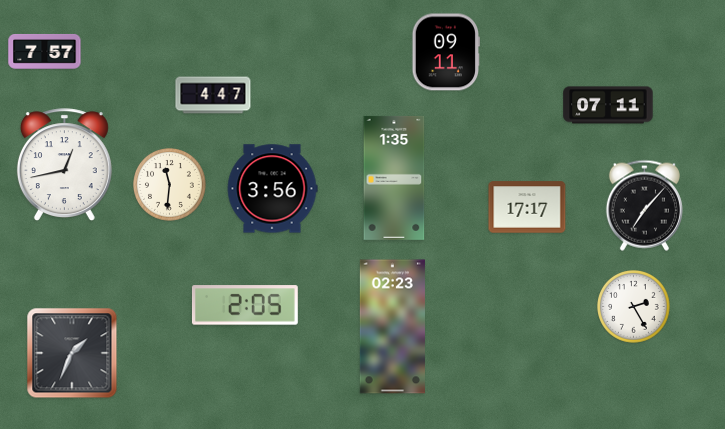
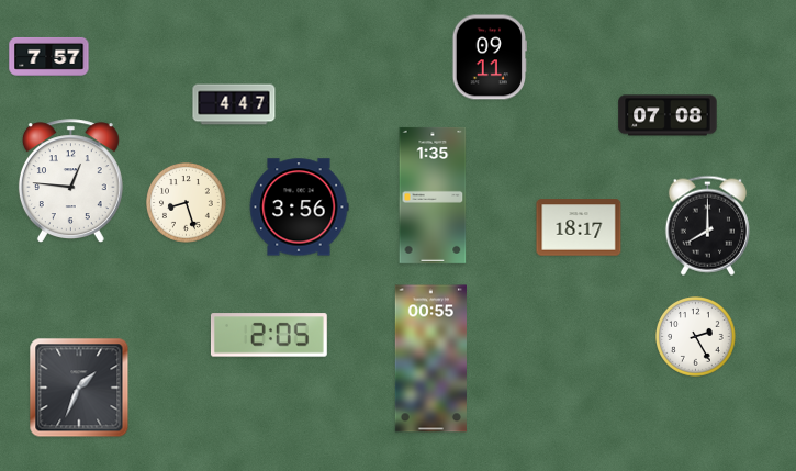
clock at (608, 105): 07:11 -> 07:08
clock at (64, 164): 12:43 -> 12:46
clock at (170, 185): 11:31 -> 8:27
clock at (644, 205): 7:07 -> 8:00
clock at (527, 207): 17:17 -> 18:17
clock at (392, 327): 02:23 -> 00:55
